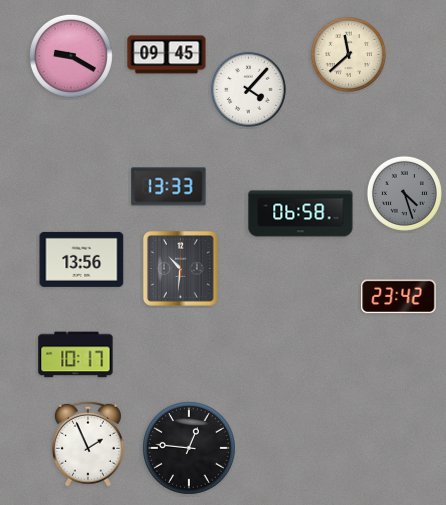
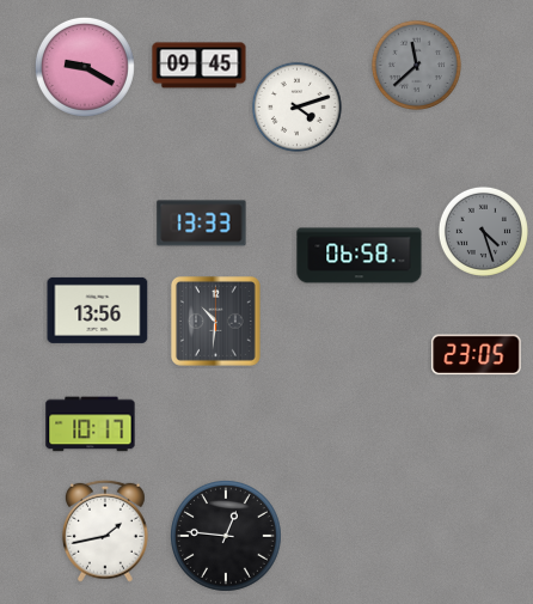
clock at (348, 54) dial: cream -> grey
clock at (248, 89): 4:07 -> 4:12
clock at (399, 297): 23:42 -> 23:05
clock at (88, 444): 1:56 -> 1:43
